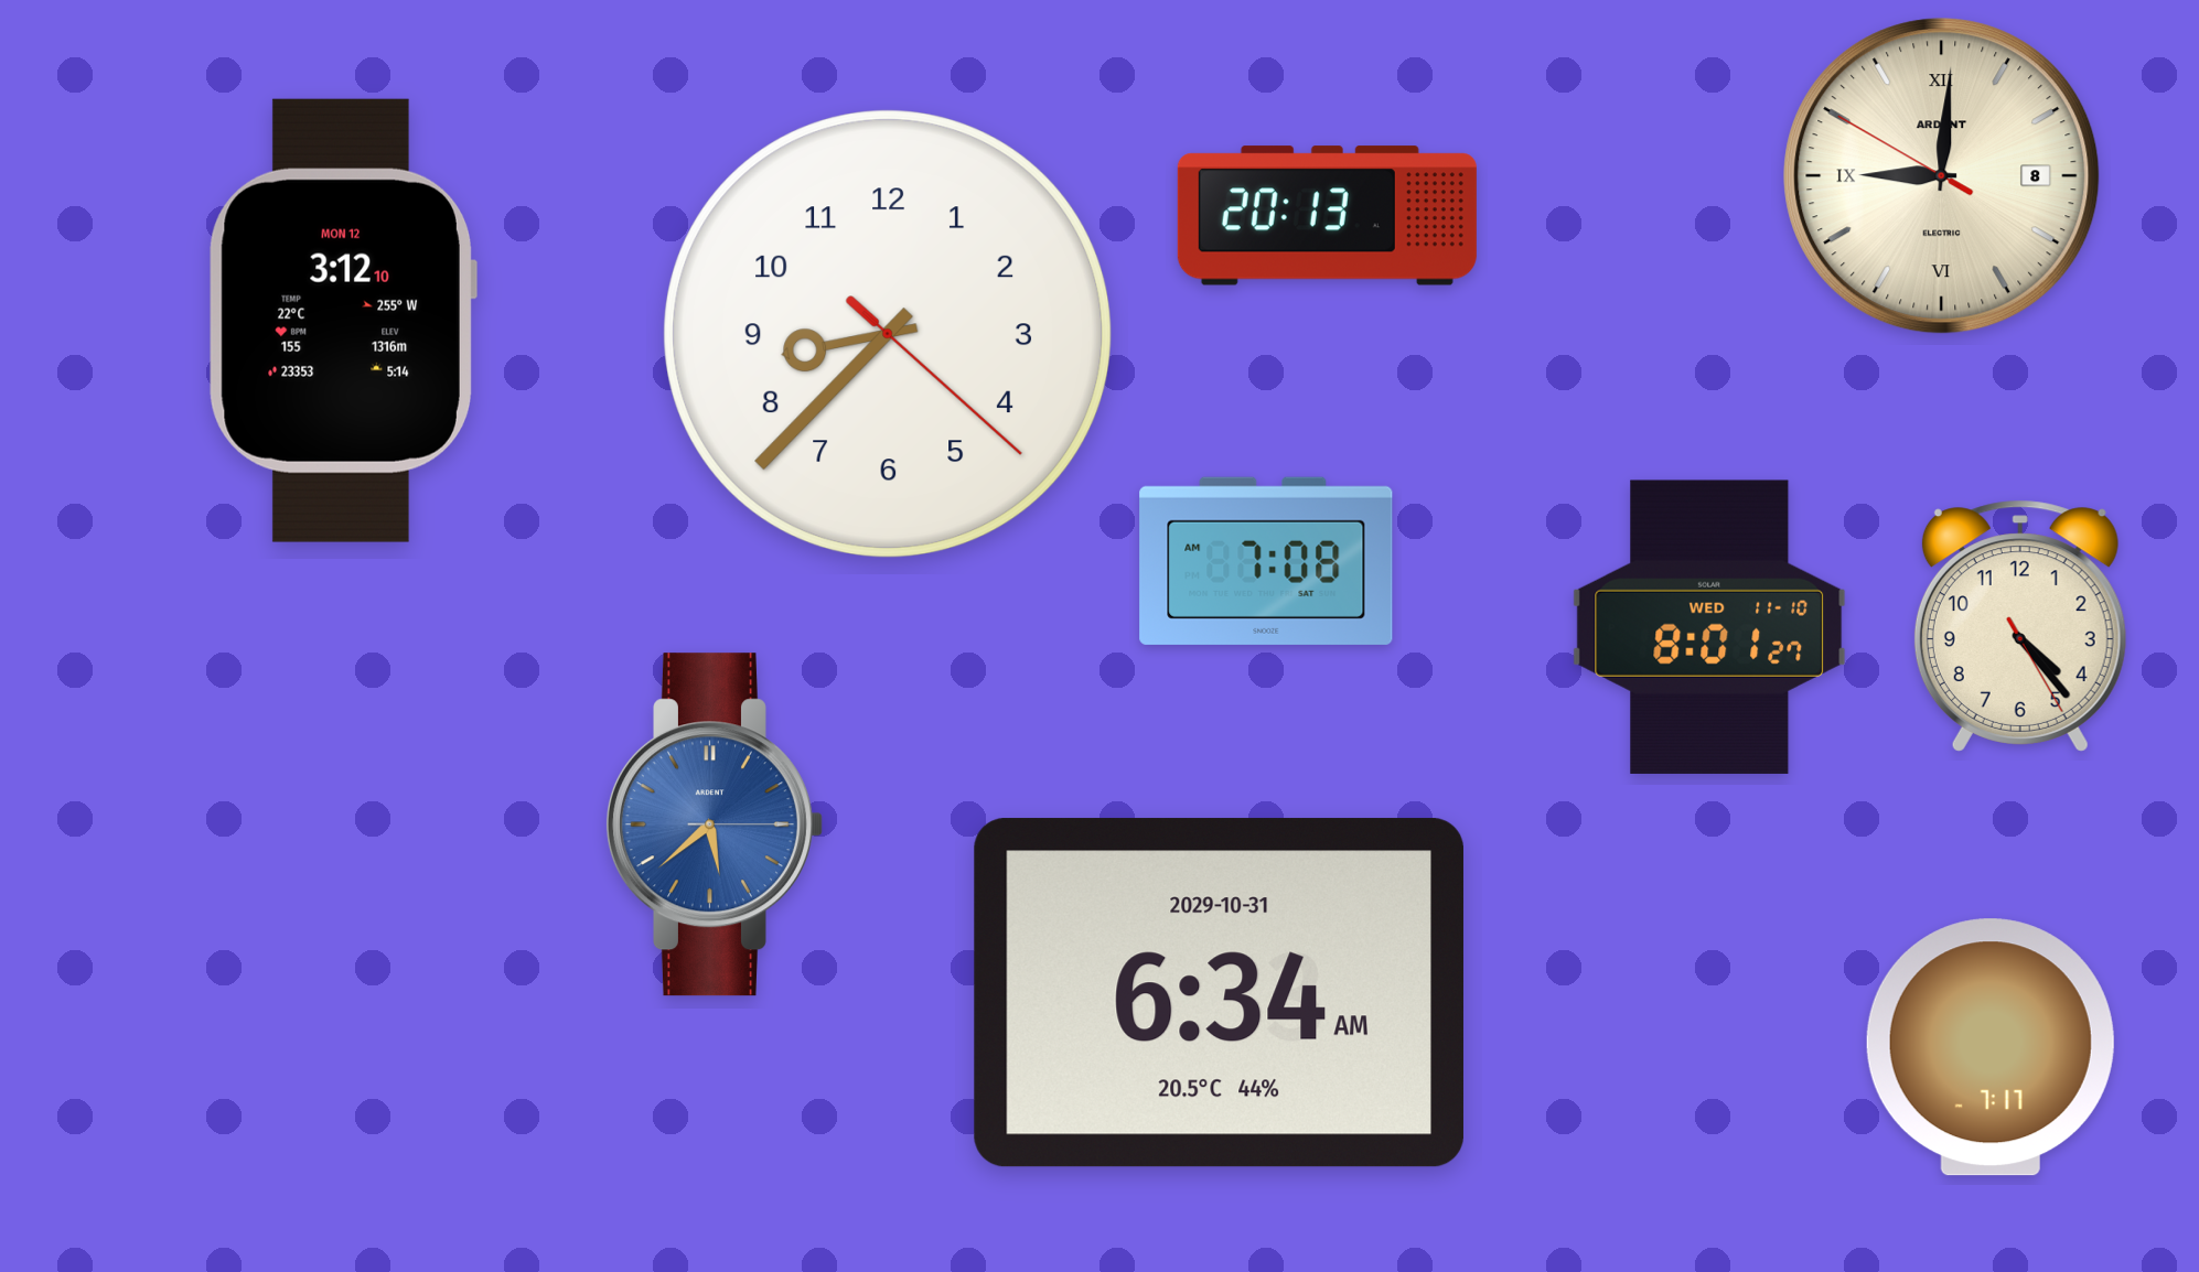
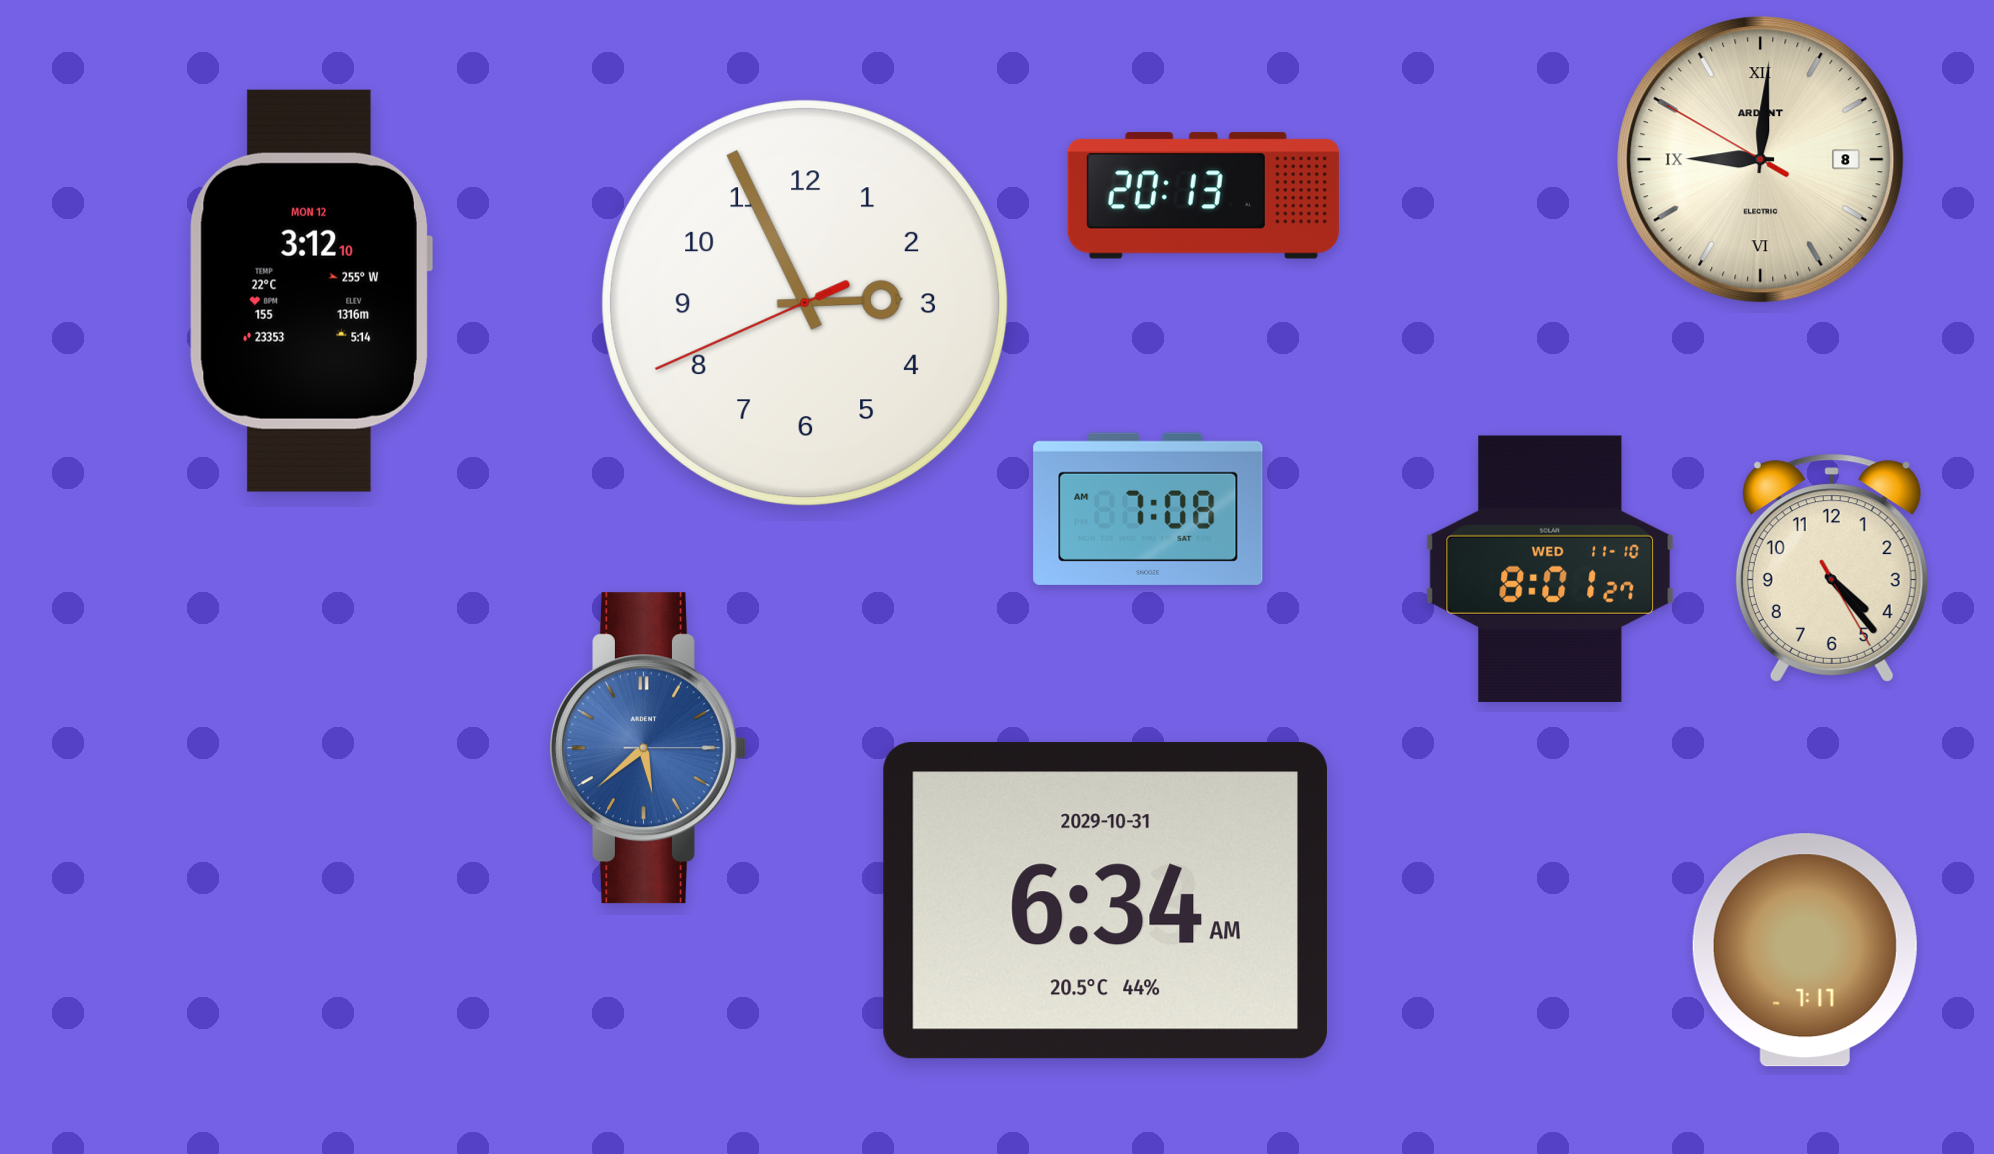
clock at (887, 333): 8:37 -> 2:55
